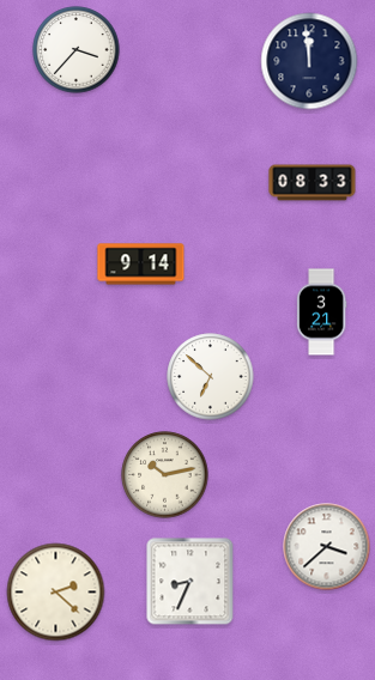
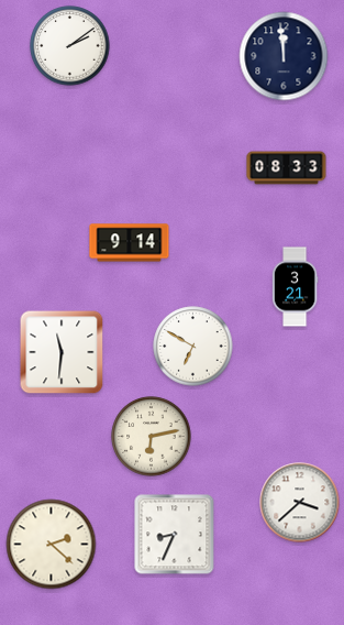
clock at (77, 50): 3:37 -> 2:09
clock at (211, 377): 6:52 -> 6:50
clock at (62, 352): none -> 11:31
clock at (165, 475): 10:13 -> 6:13
